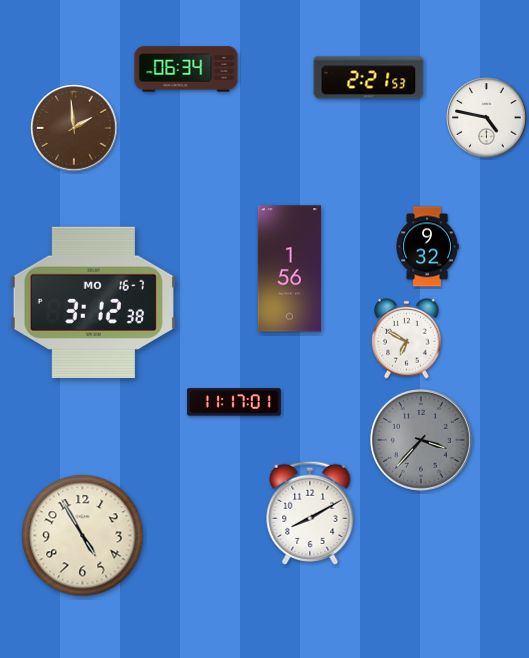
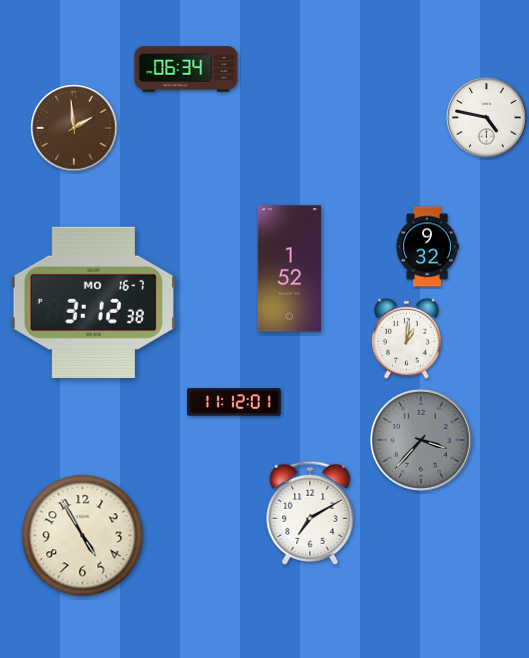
clock at (369, 78): 2:21 -> none
clock at (290, 269): 1:56 -> 1:52
clock at (407, 338): 6:50 -> 1:01
clock at (235, 402): 11:17 -> 11:12
clock at (310, 513): 8:10 -> 7:10
